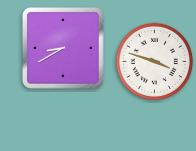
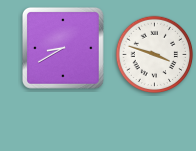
clock at (155, 62) position: (155, 62) -> (155, 55)
